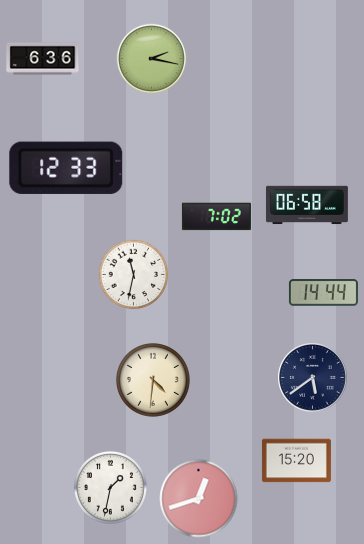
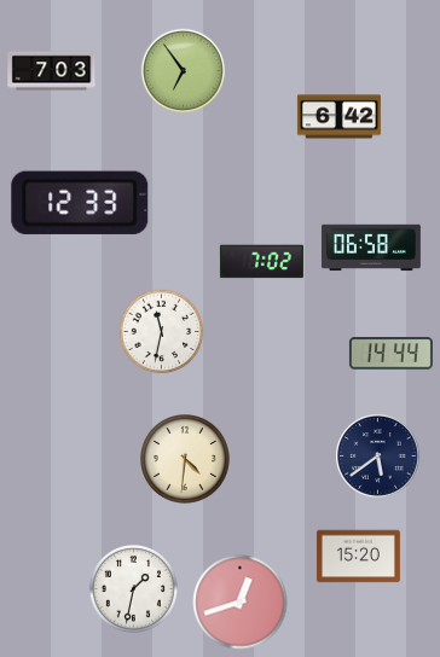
clock at (43, 59): 6:36 -> 7:03
clock at (152, 59): 2:17 -> 6:54
clock at (338, 117): none -> 6:42
